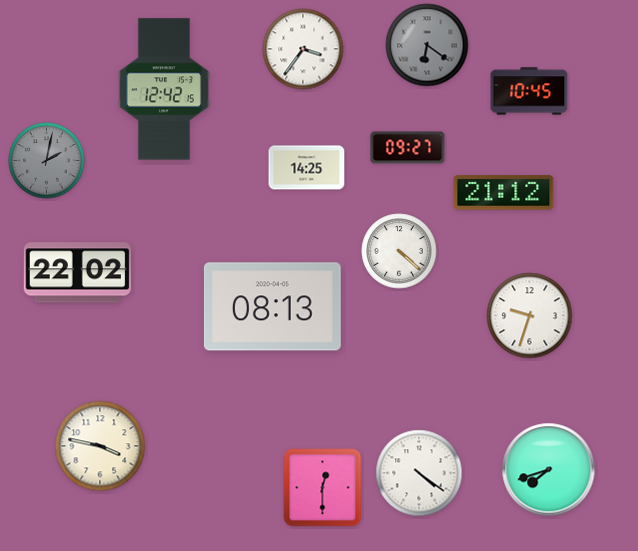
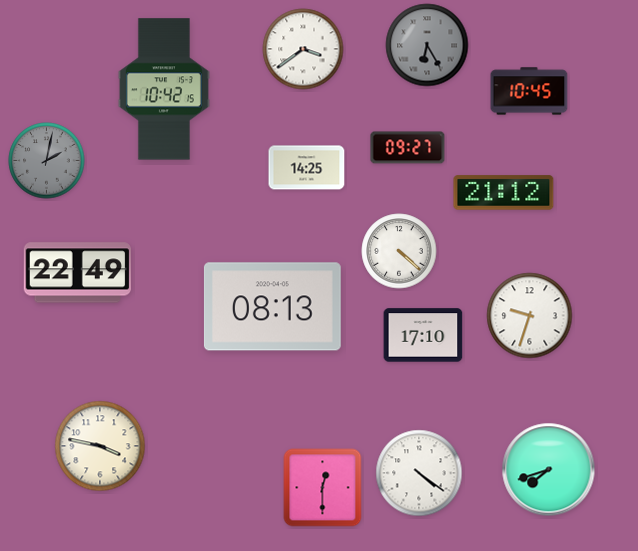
clock at (427, 45): 6:21 -> 6:25
clock at (303, 49): 3:36 -> 3:39
clock at (164, 89): 12:42 -> 10:42
clock at (77, 273): 22:02 -> 22:49
clock at (423, 335): none -> 17:10
